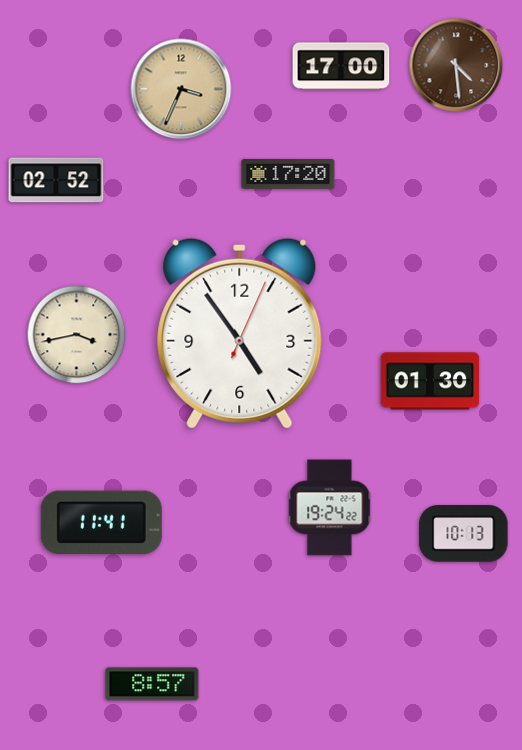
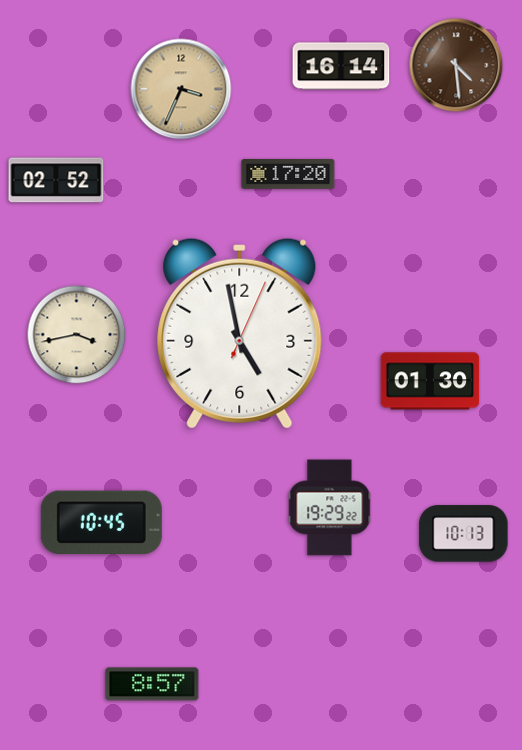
clock at (341, 66): 17:00 -> 16:14
clock at (240, 333): 4:54 -> 4:58
clock at (330, 508): 19:24 -> 19:29
clock at (101, 523): 11:41 -> 10:45
